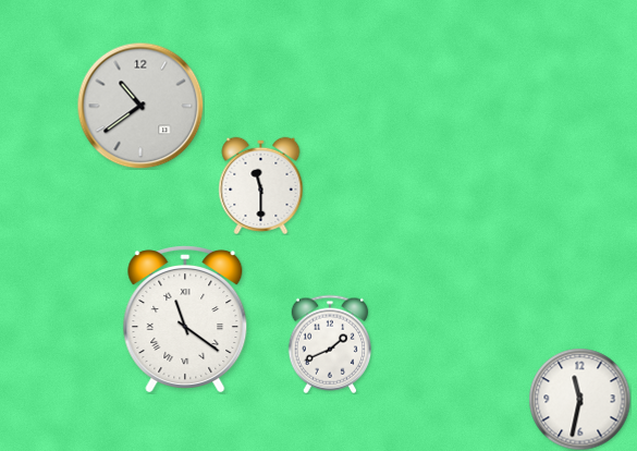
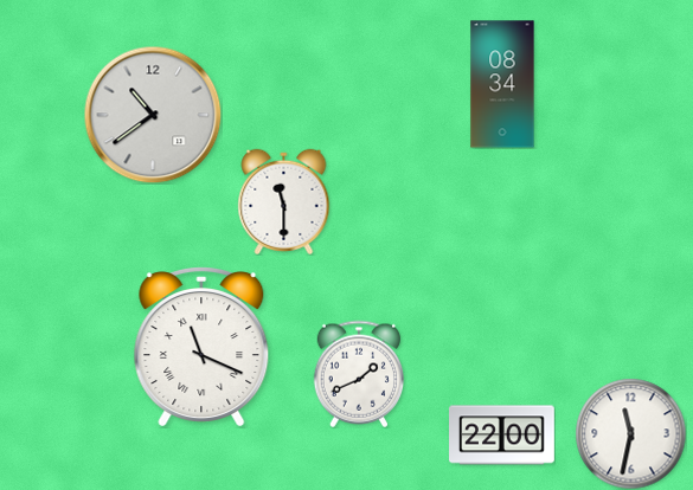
clock at (502, 84): none -> 08:34
clock at (185, 319): 11:21 -> 11:19
clock at (502, 436): none -> 22:00
